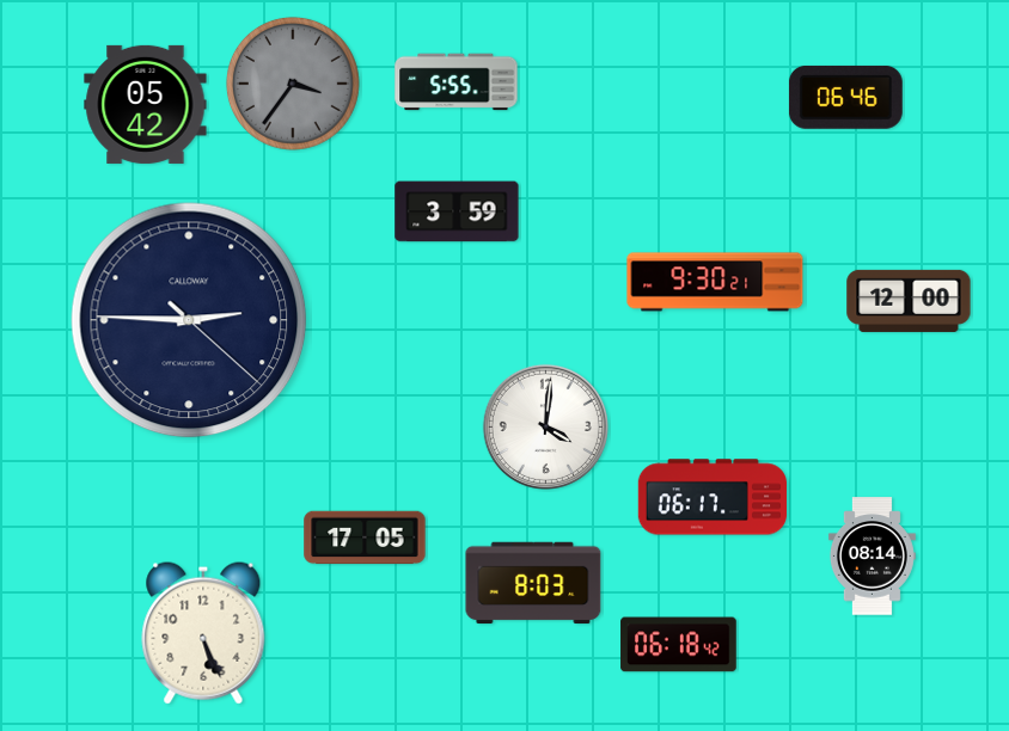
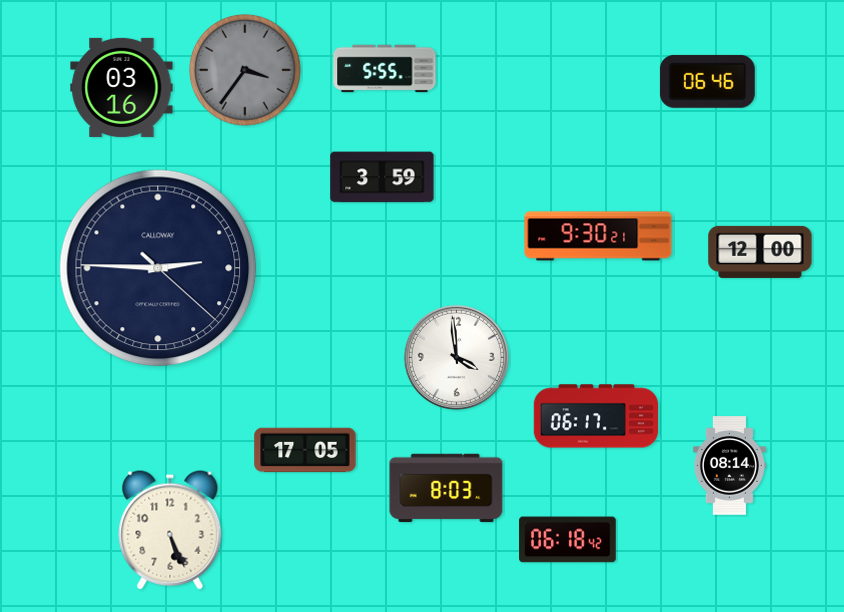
clock at (457, 82) position: (457, 82) -> (385, 69)
clock at (146, 104): 05:42 -> 03:16
clock at (545, 426): 4:01 -> 3:59
